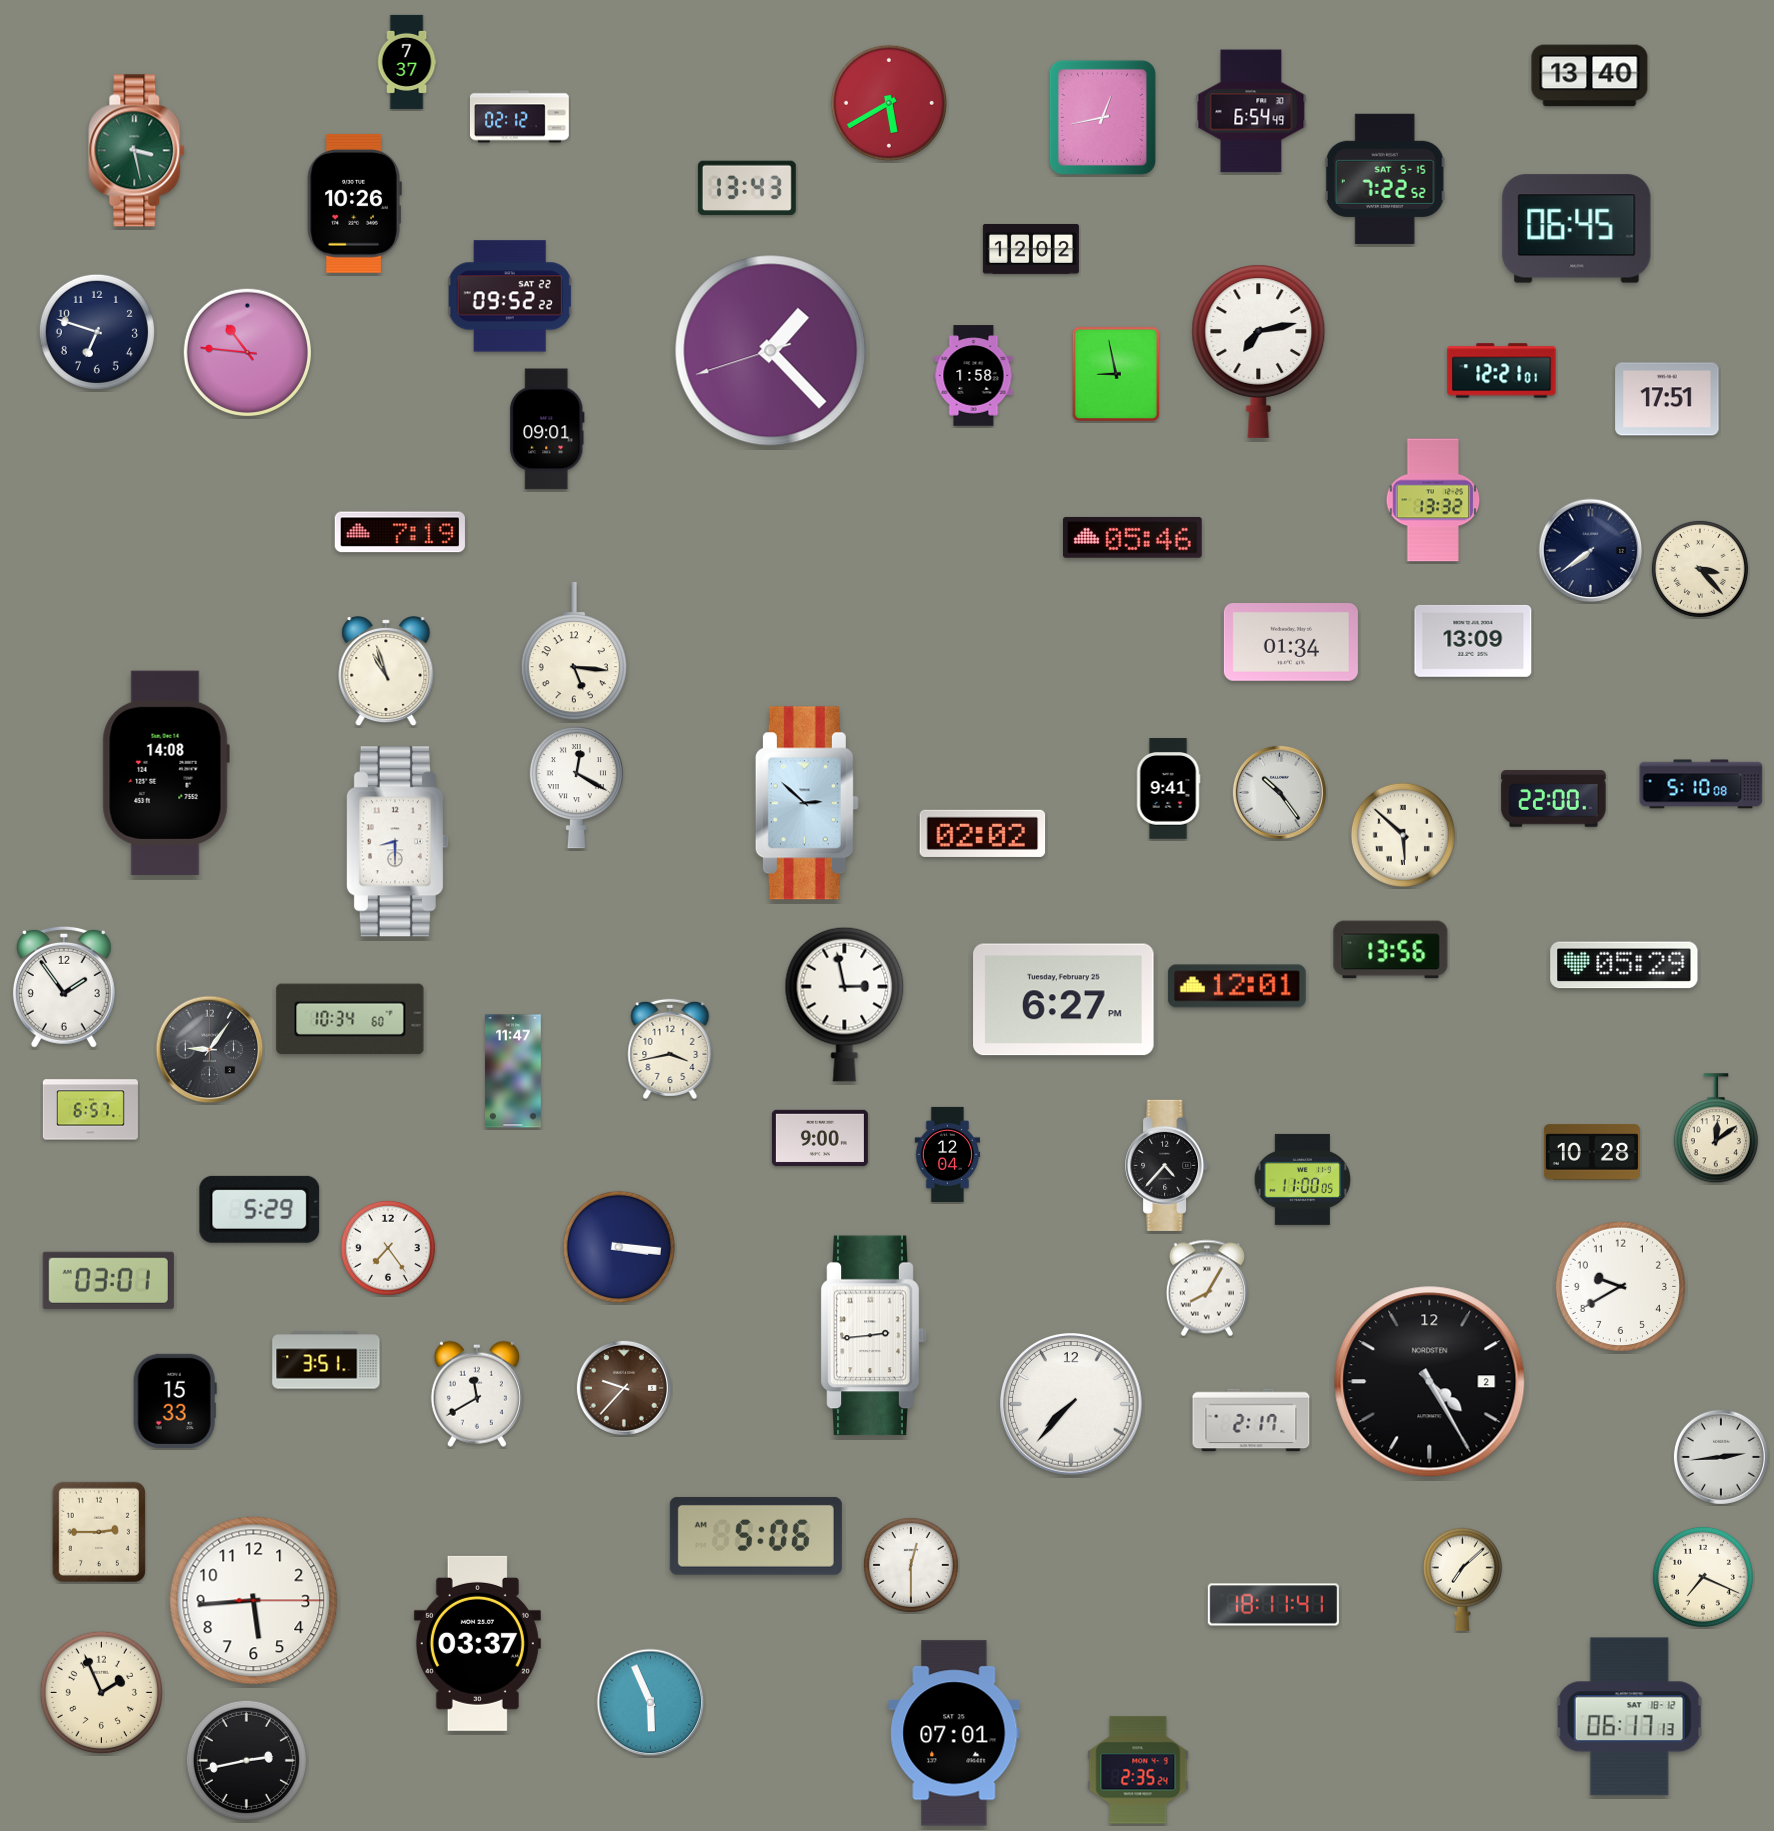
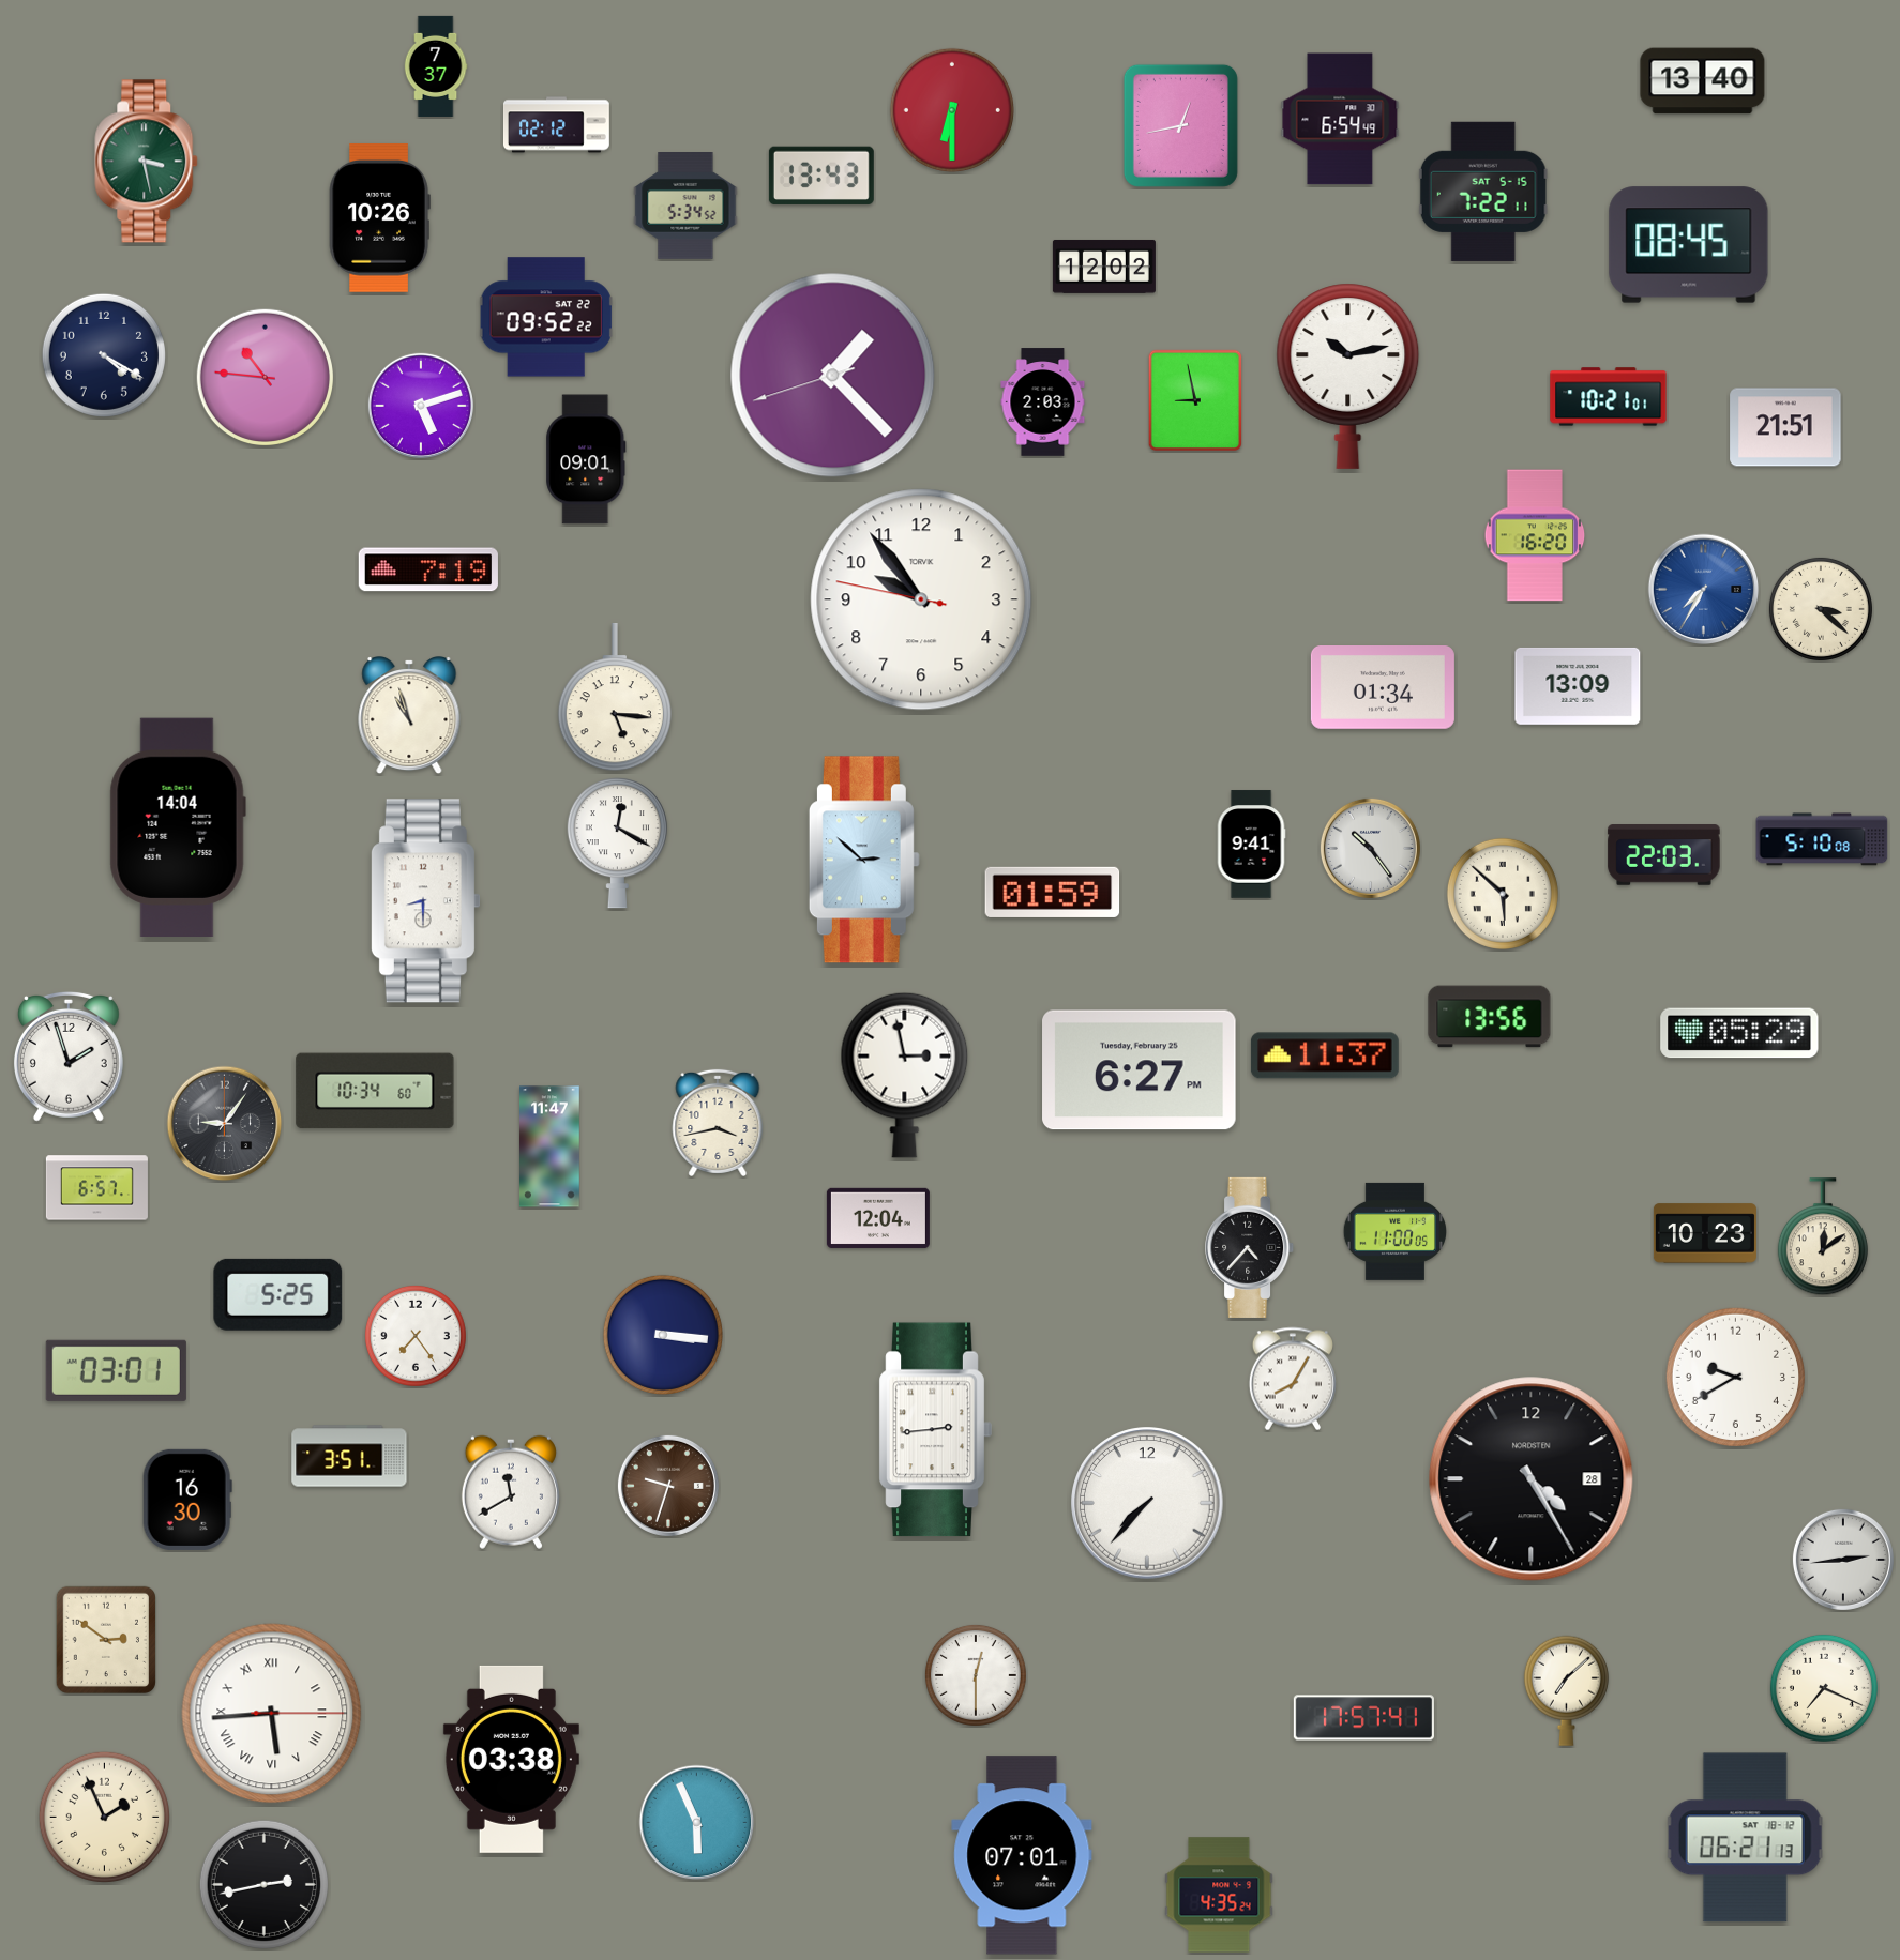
clock at (889, 103): 5:40 -> 6:30
clock at (1385, 179): 7:22:52 -> 7:22:11
clock at (747, 187) position: (747, 187) -> (821, 174)
clock at (685, 207): none -> 5:34
clock at (1577, 229): 06:45 -> 08:45
clock at (97, 332): 6:48 -> 4:20
clock at (771, 351) position: (771, 351) -> (833, 376)
clock at (1259, 351): 7:13 -> 10:13
clock at (1502, 371): 12:21 -> 10:21
clock at (974, 376): 1:58 -> 2:03
clock at (421, 406): none -> 5:12
clock at (1667, 399): 17:51 -> 21:51
clock at (1433, 500): 13:32 -> 16:20
clock at (1132, 537): 05:46 -> none
clock at (1591, 551): 7:39 -> 7:35
clock at (1591, 551) dial: navy -> blue
clock at (921, 599): none -> 9:53
clock at (1700, 569): 3:23 -> 3:22
clock at (386, 672) position: (386, 672) -> (409, 716)
clock at (166, 772): 14:08 -> 14:04
clock at (1554, 799): 22:00 -> 22:03
clock at (983, 833): 02:02 -> 01:59
clock at (1237, 986): 12:01 -> 11:37
clock at (64, 987): 1:54 -> 1:57
clock at (1716, 1129) position: (1716, 1129) -> (1823, 1237)
clock at (820, 1138): 9:00 -> 12:04
clock at (1592, 1152): 10:28 -> 10:23
clock at (948, 1154): 12:04 -> none
clock at (1302, 1179) position: (1302, 1179) -> (1394, 1231)
clock at (260, 1209): 5:29 -> 5:25
clock at (1430, 1382) date: 2 -> 28
clock at (624, 1388): 9:37 -> 9:33
clock at (175, 1401): 15:33 -> 16:30
clock at (1251, 1420): 2:17 -> none
clock at (99, 1532): 2:45 -> 2:51
clock at (756, 1536): 5:06 -> none
clock at (254, 1601) numerals: Arabic -> Roman
clock at (1273, 1605): 18:11 -> 17:57
clock at (477, 1643): 03:37 -> 03:38
clock at (101, 1692) position: (101, 1692) -> (104, 1817)
clock at (1629, 1717): 06:17 -> 06:21
clock at (1138, 1770): 2:35 -> 4:35
